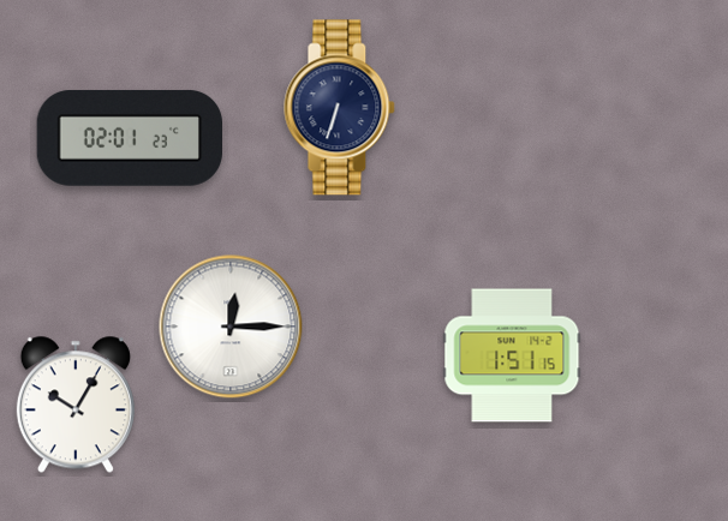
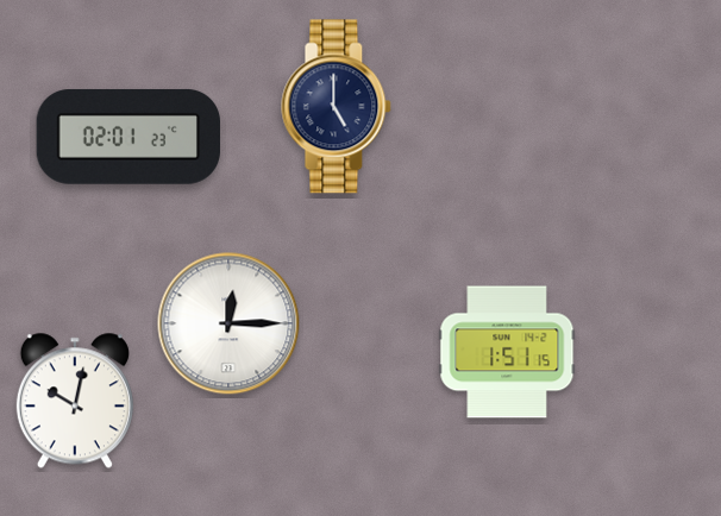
clock at (340, 108): 6:33 -> 5:00
clock at (76, 405): 10:05 -> 10:02
